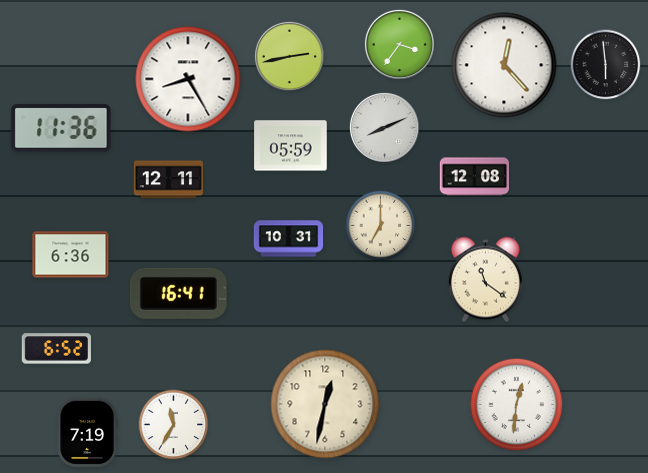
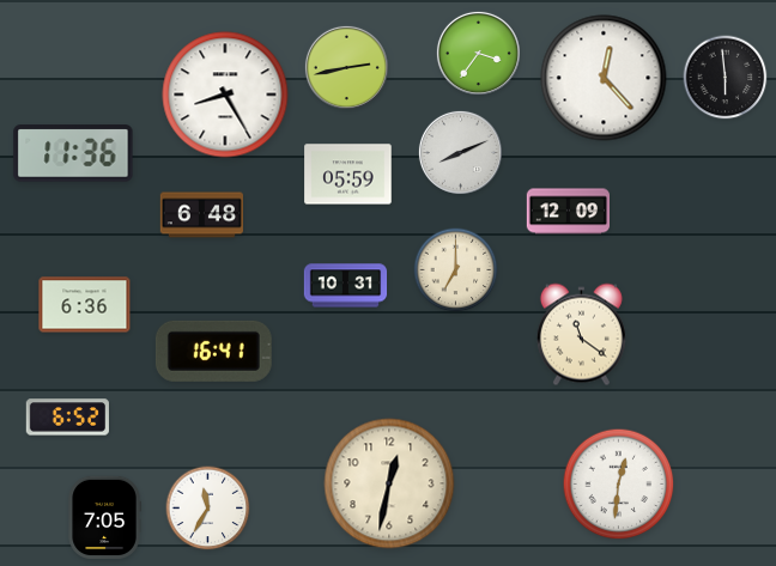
clock at (475, 177): 12:08 -> 12:09
clock at (168, 180): 12:11 -> 6:48
clock at (87, 433): 7:19 -> 7:05
